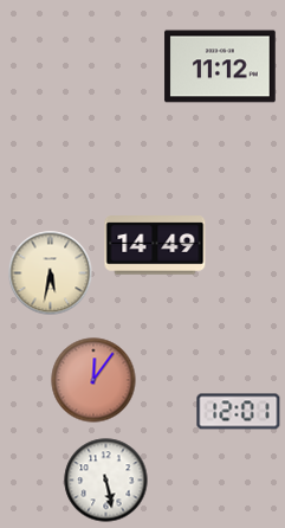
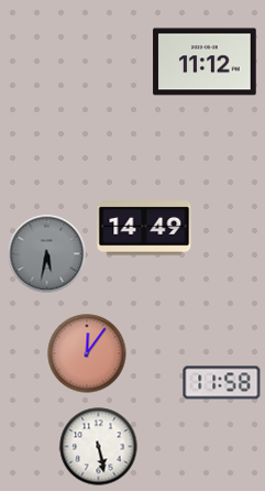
clock at (51, 273) dial: cream -> grey
clock at (239, 412): 12:01 -> 11:58
